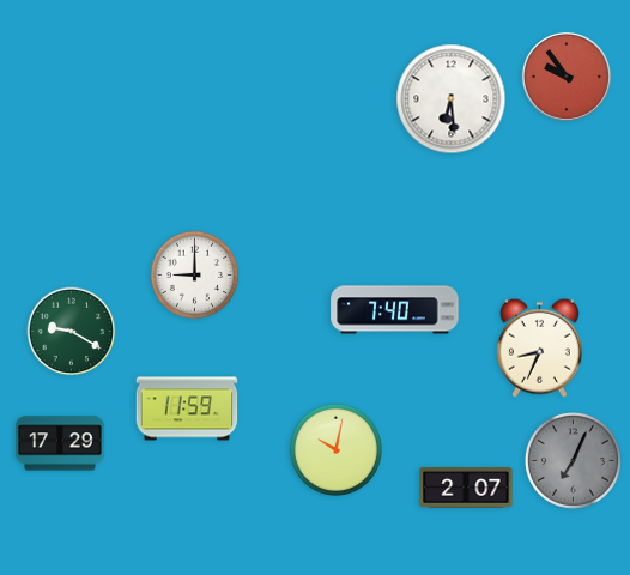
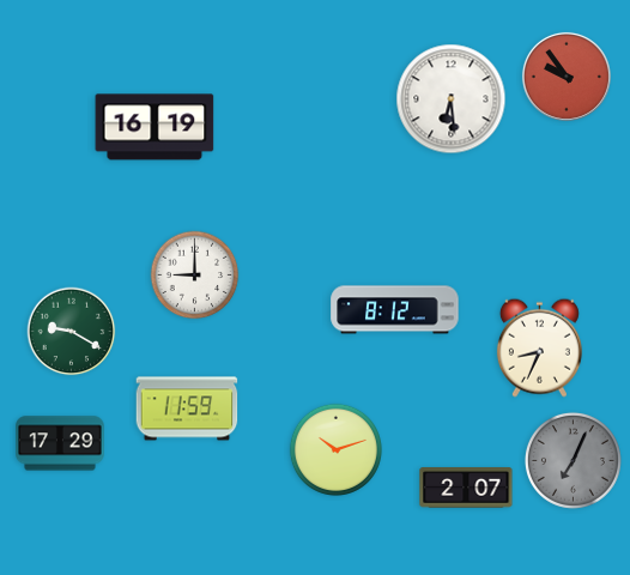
clock at (155, 127): none -> 16:19
clock at (395, 310): 7:40 -> 8:12
clock at (335, 449): 10:02 -> 10:12
